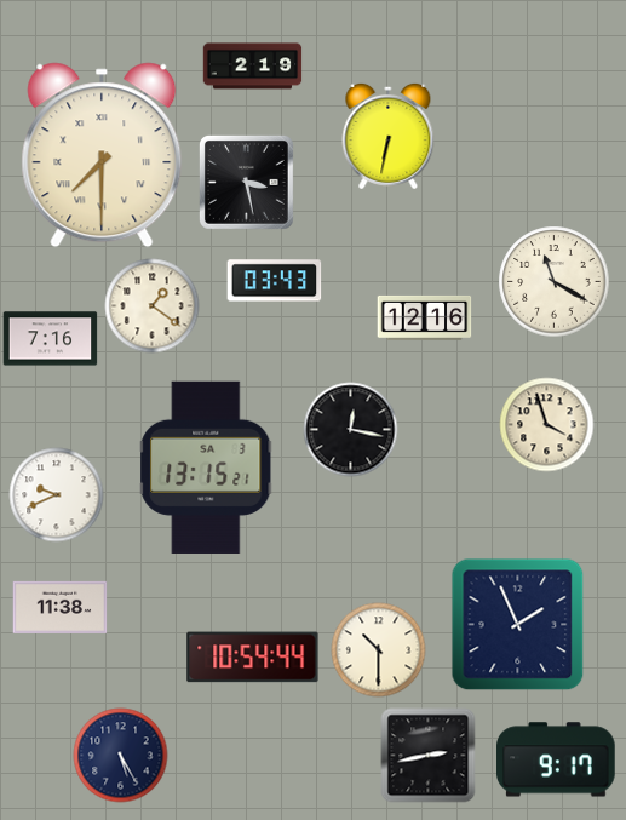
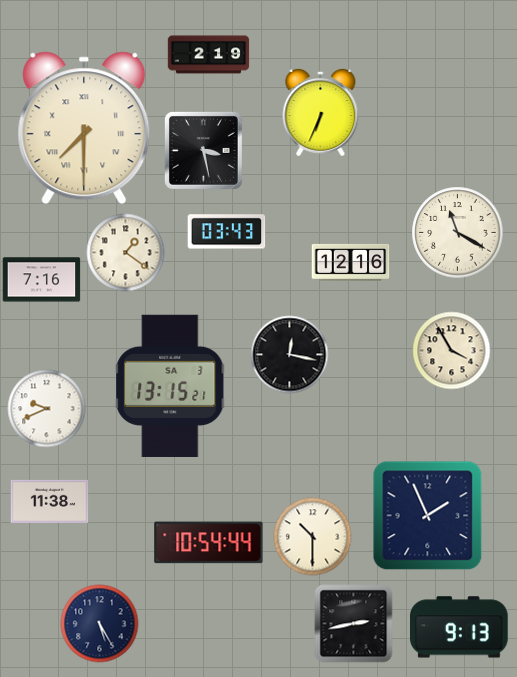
clock at (389, 136): 6:32 -> 6:34
clock at (546, 424): 3:57 -> 3:55
clock at (556, 759): 9:17 -> 9:13
